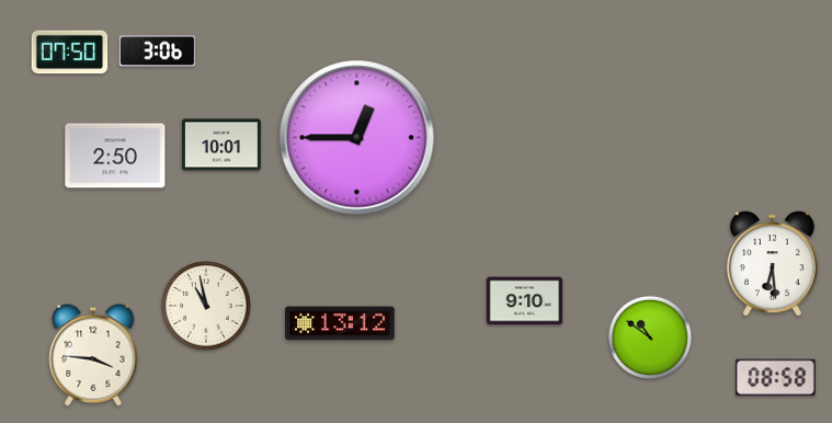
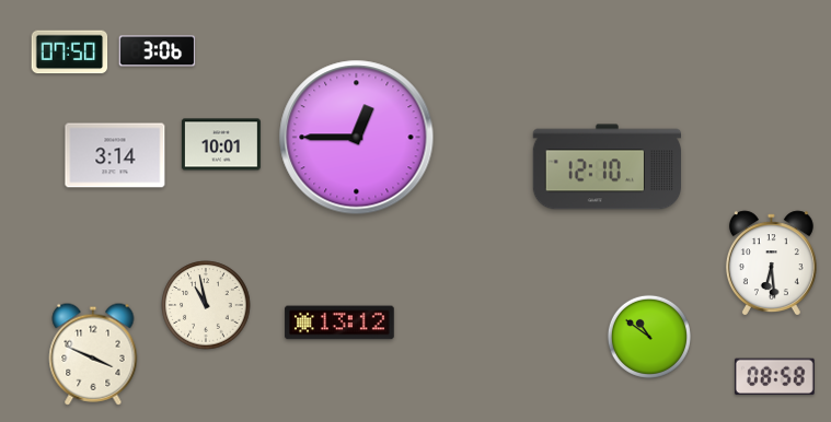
clock at (115, 156): 2:50 -> 3:14
clock at (607, 167): none -> 12:10
clock at (525, 301): 9:10 -> none
clock at (93, 355): 3:46 -> 3:49
